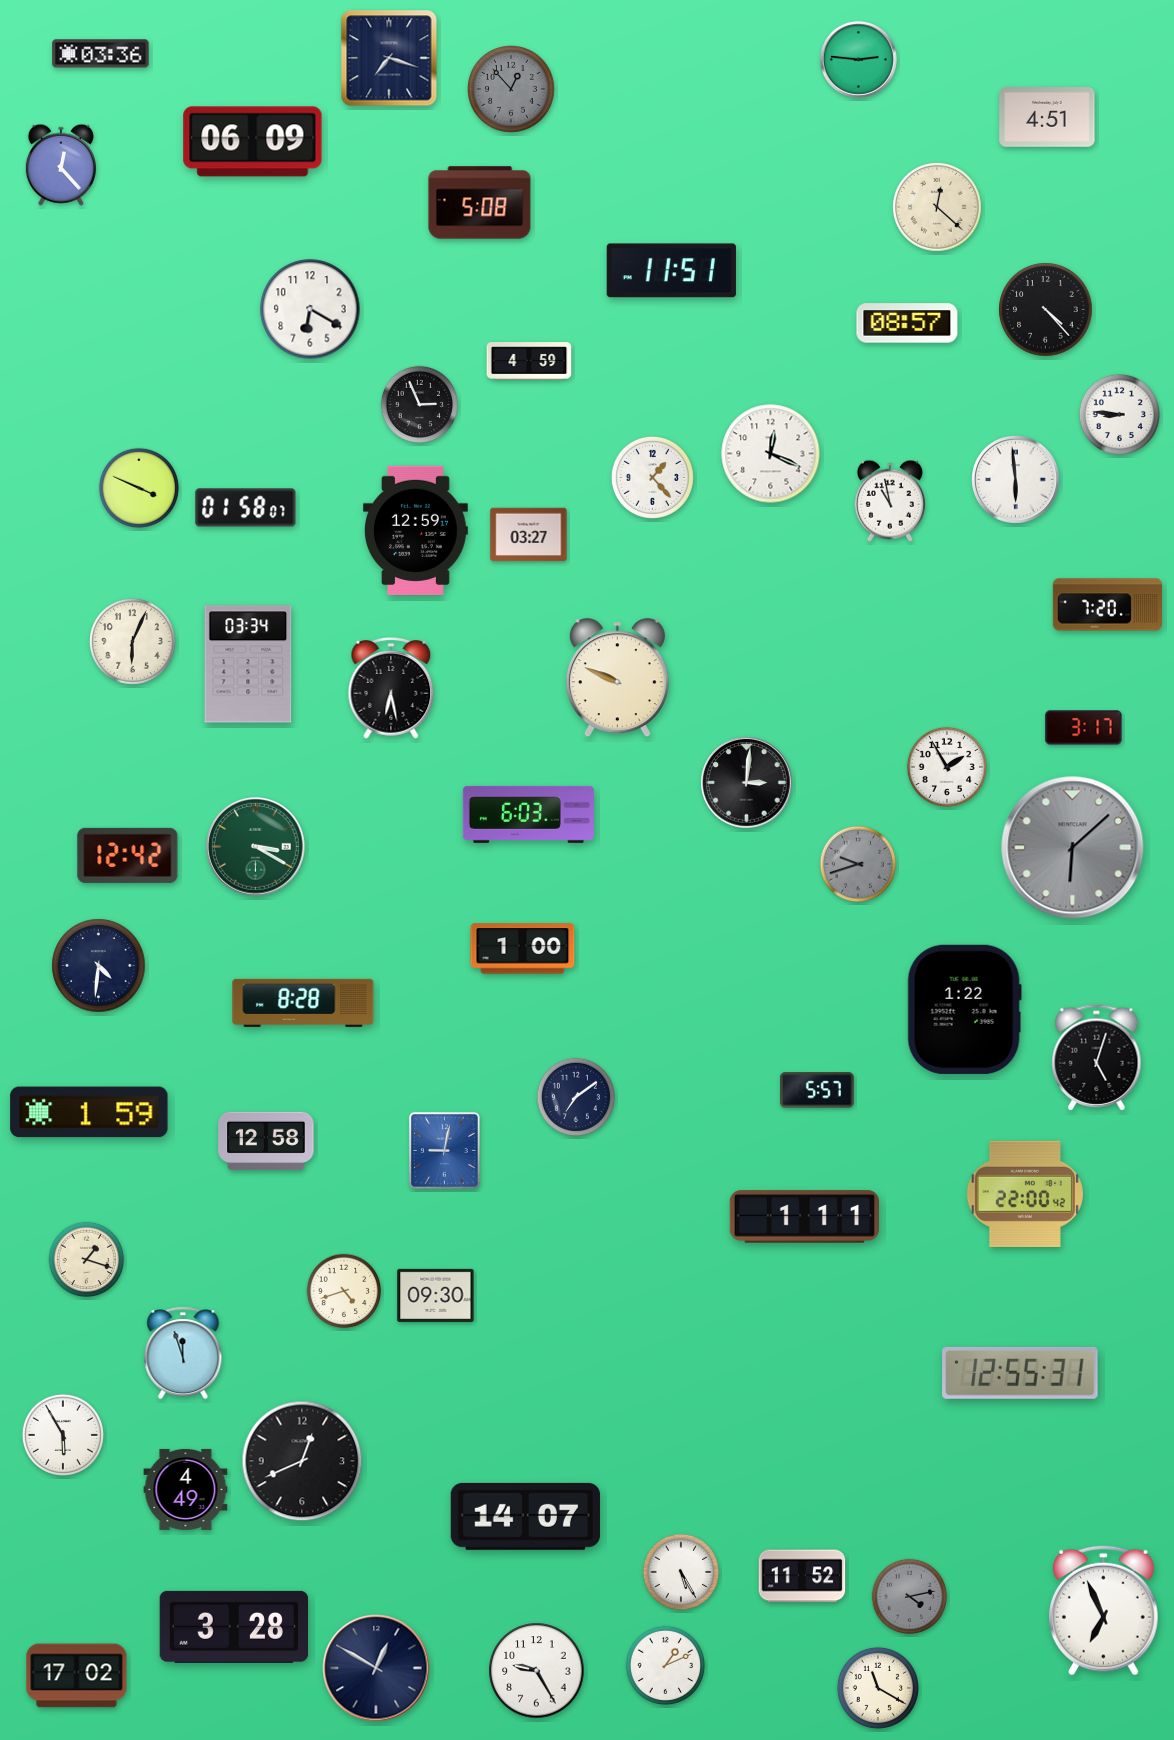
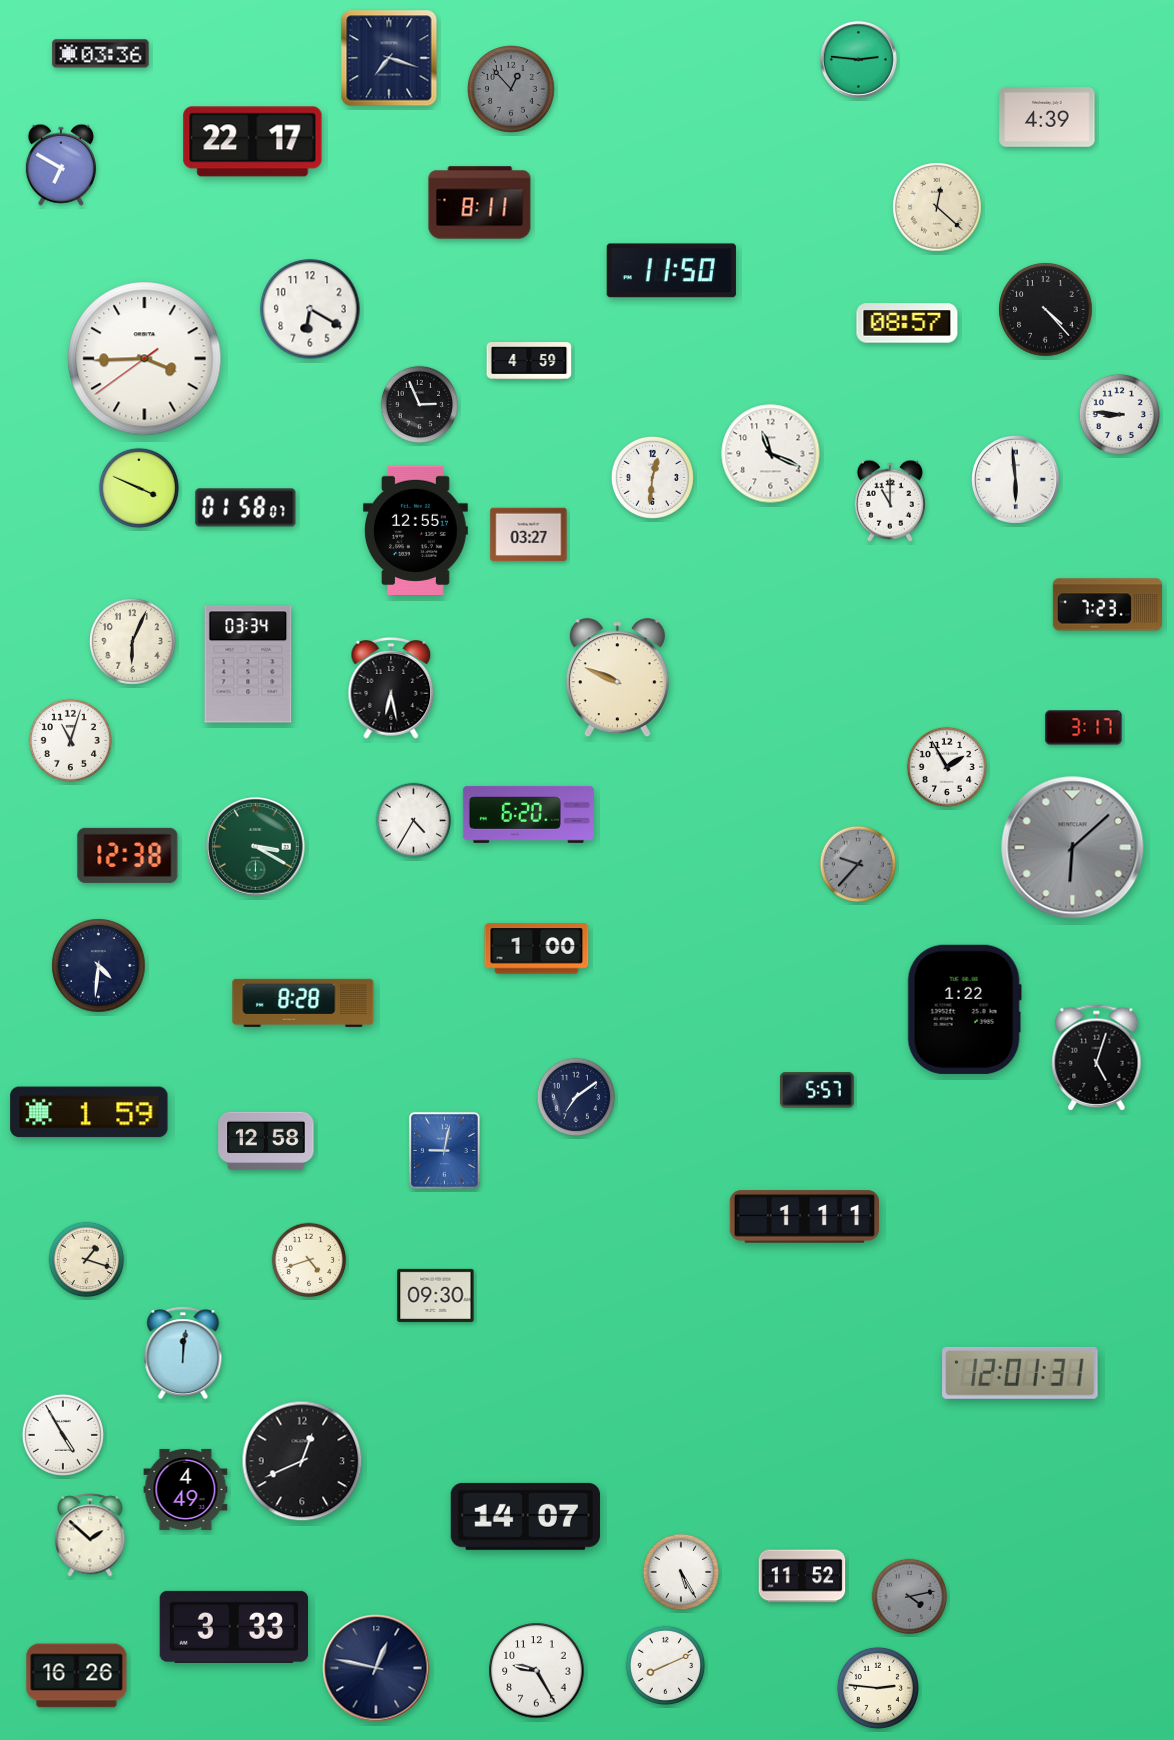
clock at (1047, 118): 4:51 -> 4:39
clock at (253, 142): 06:09 -> 22:17
clock at (61, 165): 12:23 -> 6:50
clock at (480, 203): 5:08 -> 8:11
clock at (671, 271): 11:51 -> 11:50
clock at (145, 359): none -> 3:44
clock at (771, 454): 12:19 -> 11:19
clock at (652, 477): 1:23 -> 12:31
clock at (890, 501): 10:58 -> 11:00
clock at (415, 530): 12:59 -> 12:55
clock at (1107, 605): 7:20 -> 7:23
clock at (70, 740): none -> 11:03
clock at (747, 783): 3:01 -> none
clock at (528, 814): 6:03 -> 6:20
clock at (414, 821): none -> 4:35
clock at (128, 855): 12:42 -> 12:38
clock at (858, 864): 9:42 -> 9:37
clock at (523, 949) position: (523, 949) -> (537, 949)
clock at (1025, 1193): 22:00 -> none
clock at (344, 1291) position: (344, 1291) -> (309, 1260)
clock at (183, 1353): 11:57 -> 12:01
clock at (1020, 1373): 12:55 -> 12:01
clock at (63, 1435): 5:55 -> 4:55
clock at (90, 1535): none -> 1:52
clock at (1103, 1610): 6:56 -> none
clock at (234, 1627): 3:28 -> 3:33
clock at (665, 1665): 1:11 -> 8:11
clock at (376, 1668): 12:50 -> 12:47
clock at (77, 1676): 17:02 -> 16:26
clock at (878, 1688): 11:20 -> 2:46
